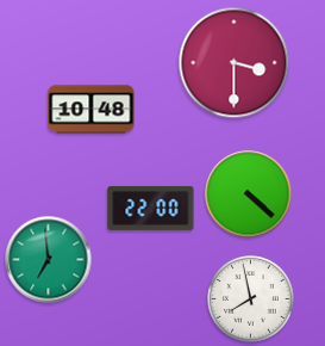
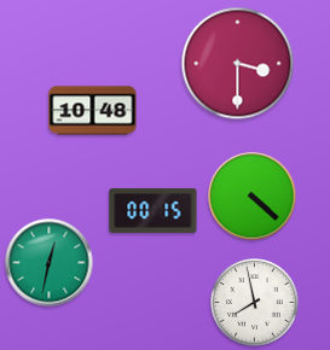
clock at (151, 208): 22:00 -> 00:15
clock at (49, 260): 6:59 -> 12:32
